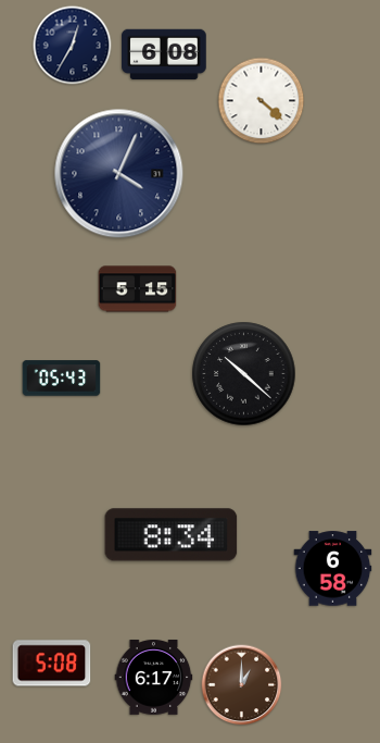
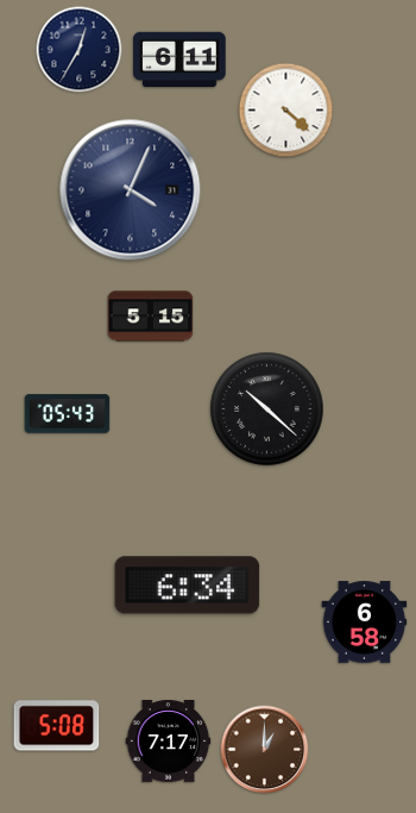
clock at (164, 54): 6:08 -> 6:11
clock at (172, 535): 8:34 -> 6:34
clock at (154, 678): 6:17 -> 7:17
